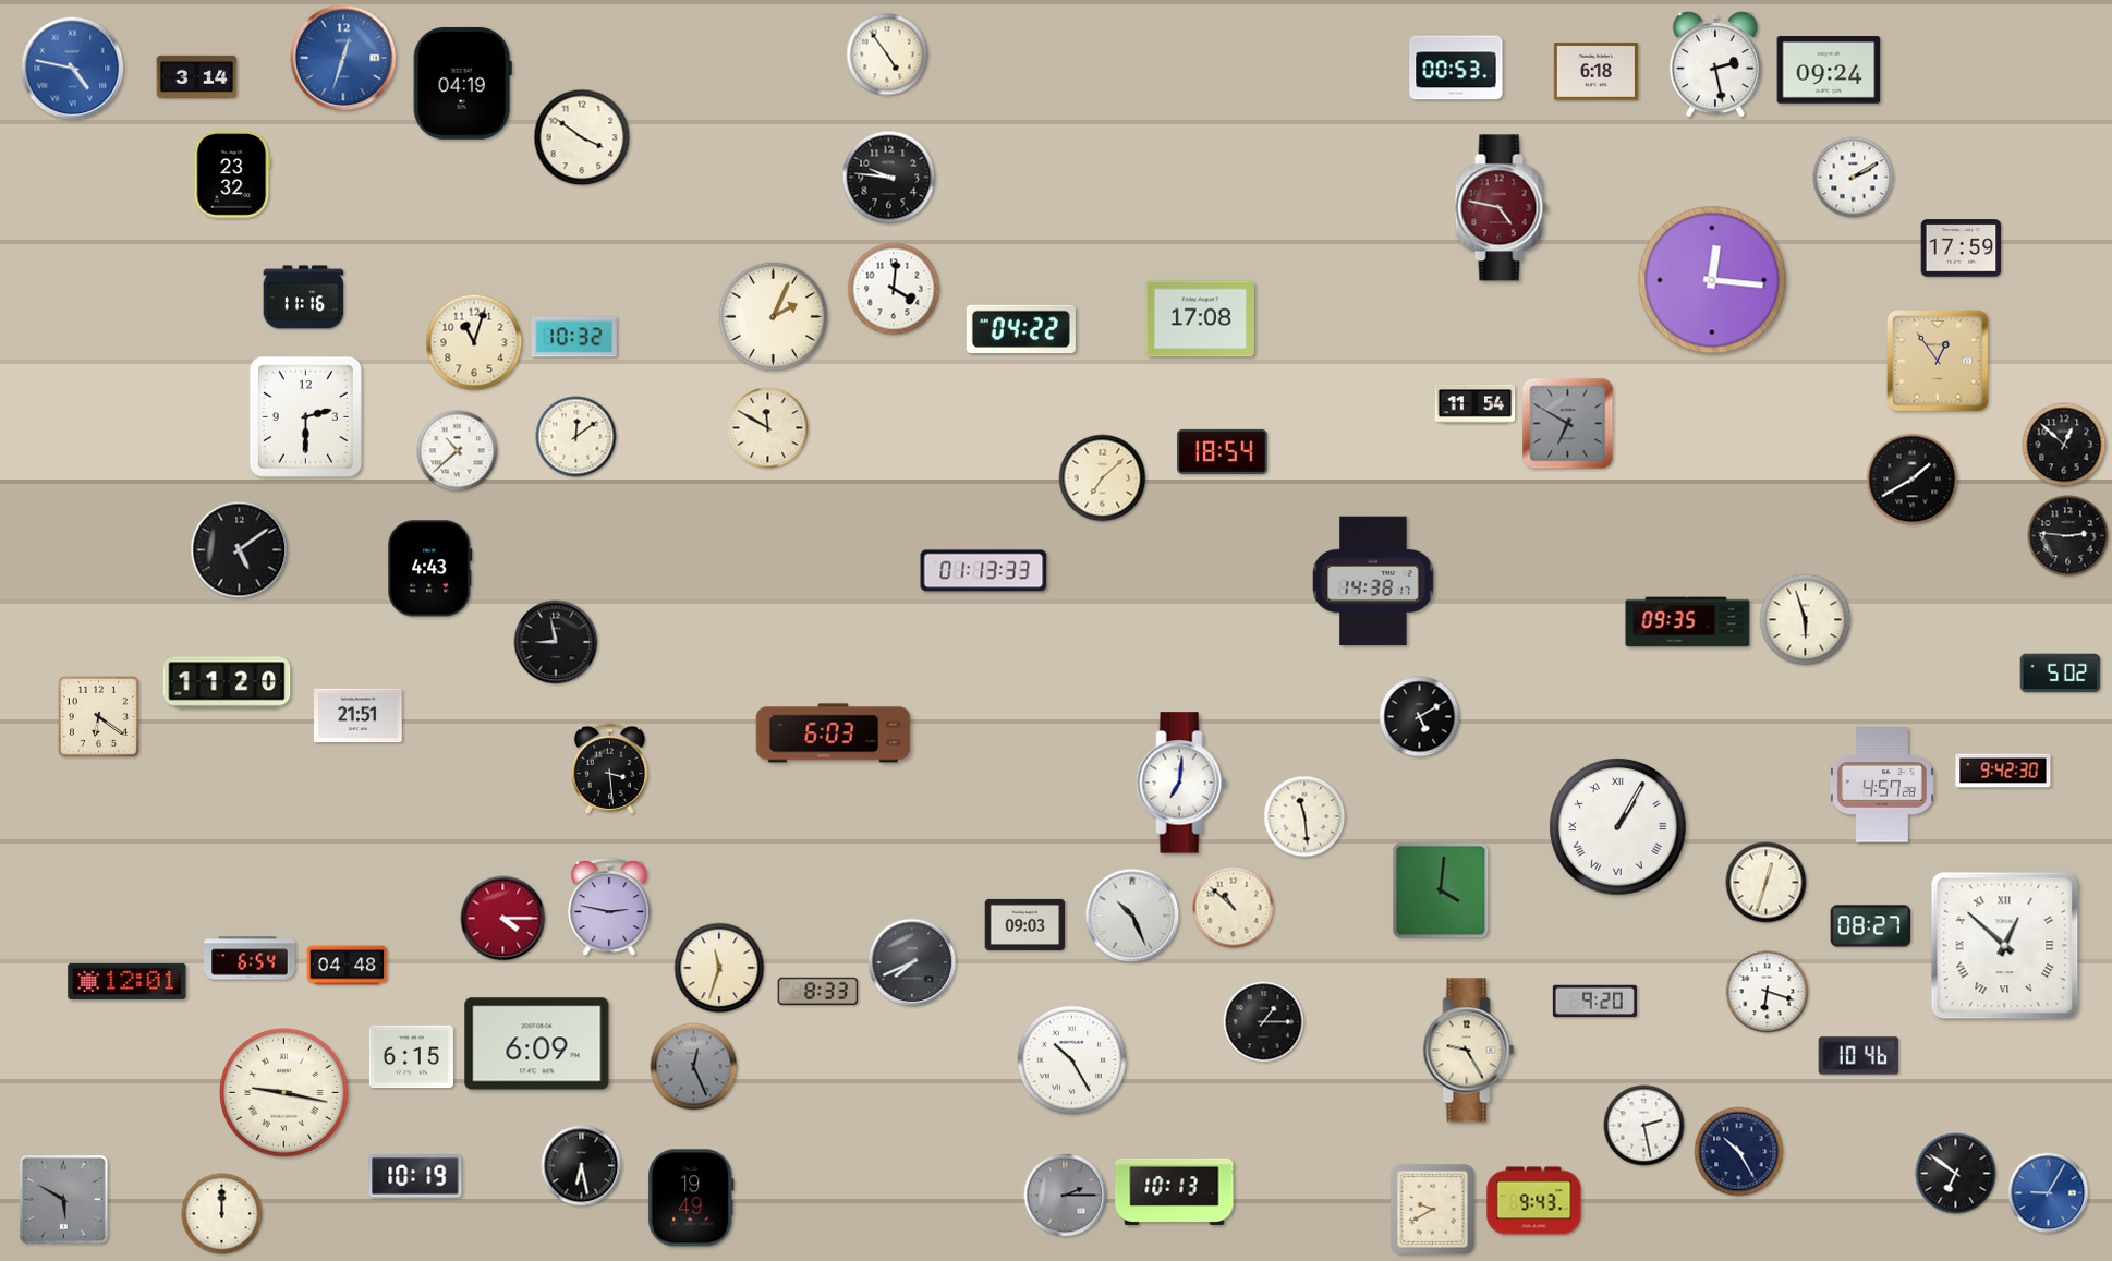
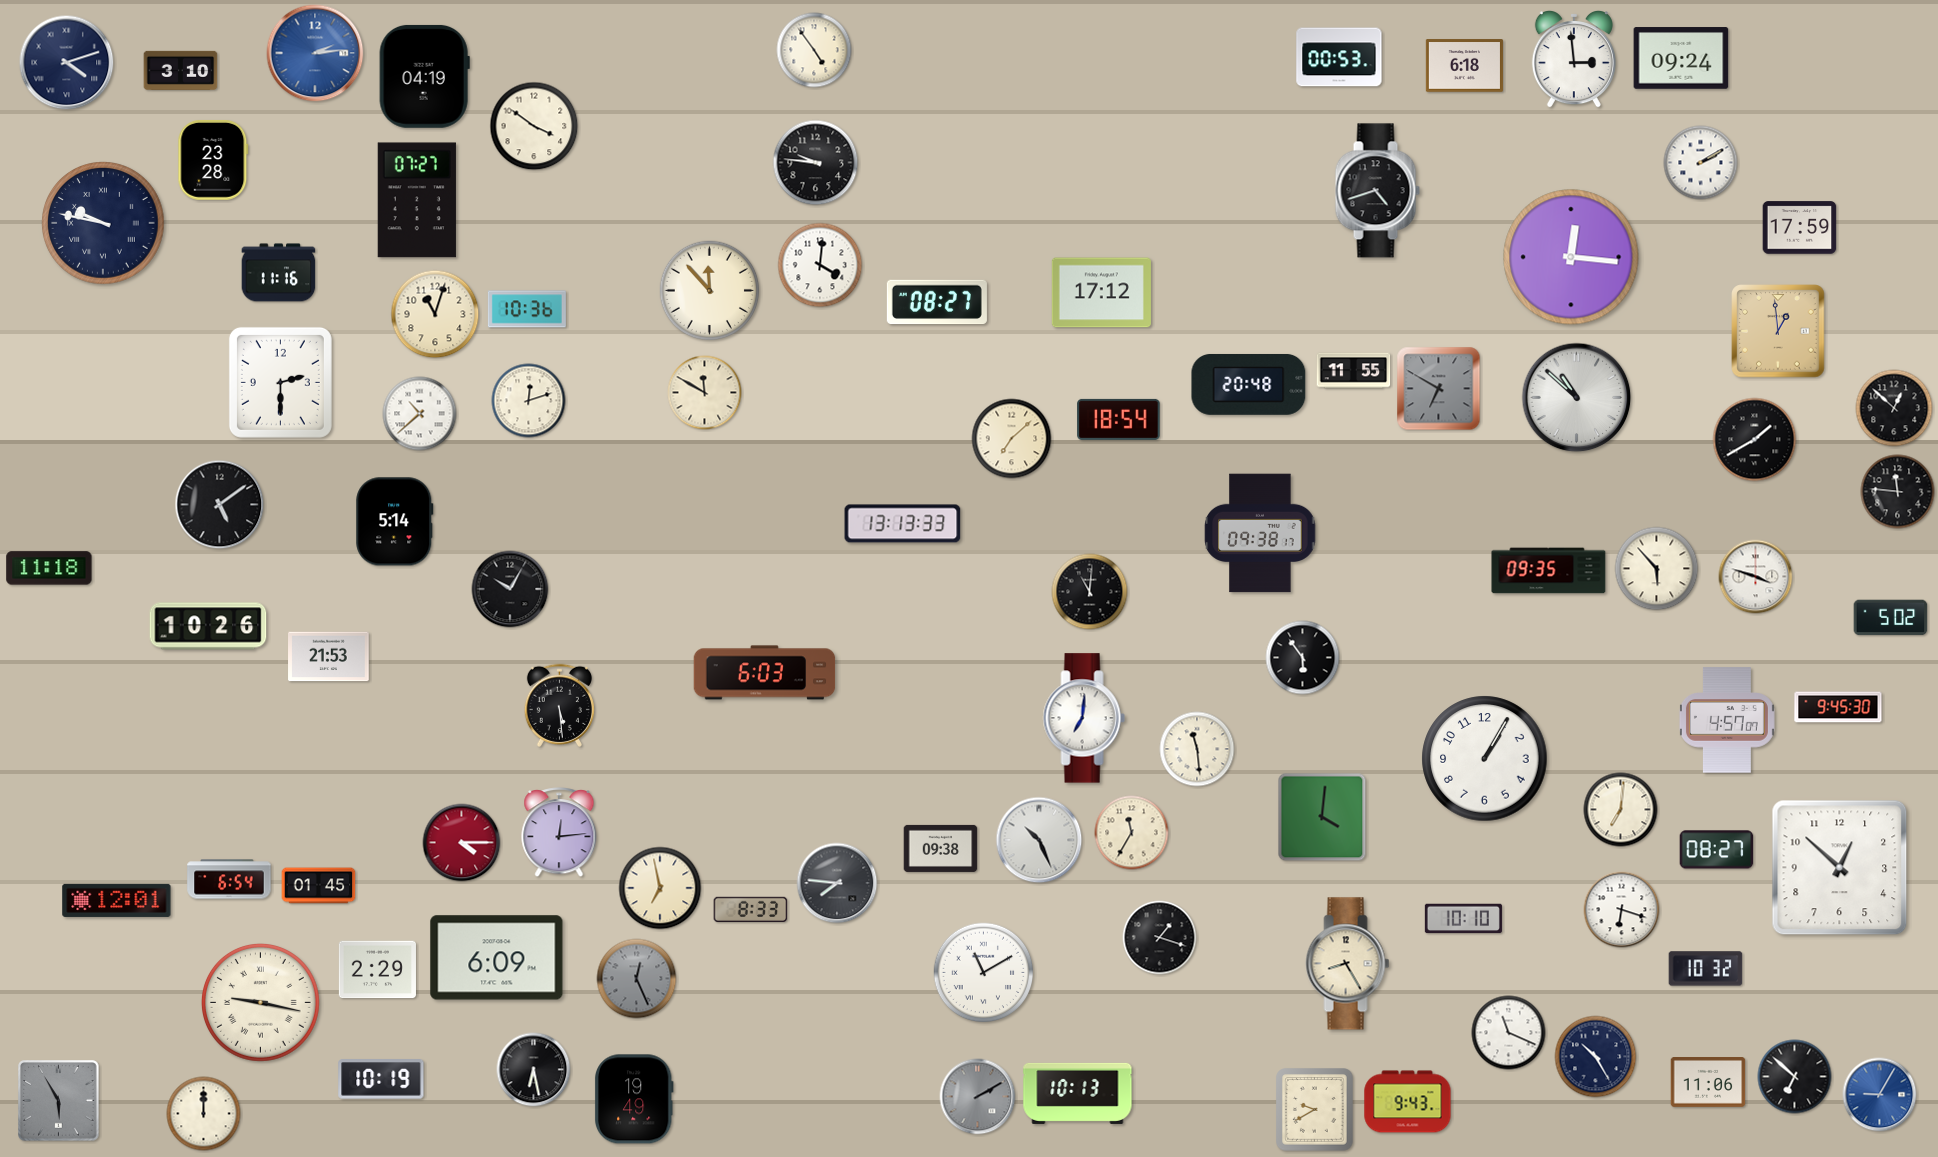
clock at (343, 58): 12:33 -> 2:14
clock at (1715, 64): 2:28 -> 2:59
clock at (1456, 68) position: (1456, 68) -> (1339, 57)
clock at (73, 69): 4:47 -> 4:12
clock at (73, 69) dial: blue -> navy
clock at (1829, 70) position: (1829, 70) -> (1681, 58)
clock at (197, 76): 3:14 -> 3:10
clock at (232, 174): 23:32 -> 23:28
clock at (1501, 208): 4:47 -> 4:42
clock at (1501, 208) dial: burgundy -> black
clock at (417, 200): none -> 07:27
clock at (103, 223): none -> 9:47
clock at (774, 317): 2:04 -> 11:53
clock at (1200, 319): 17:08 -> 17:12
clock at (1021, 329): 04:22 -> 08:27
clock at (574, 337): 10:32 -> 10:36
clock at (1938, 361): 12:54 -> 12:59
clock at (1476, 404): 11:54 -> 11:55
clock at (1249, 384): none -> 20:48
clock at (1577, 398): none -> 10:52
clock at (576, 437): 12:09 -> 12:12
clock at (1223, 451) position: (1223, 451) -> (1119, 419)
clock at (2068, 536): 2:46 -> 11:46
clock at (430, 569): 4:43 -> 5:14
clock at (984, 571): 01:13 -> 13:13
clock at (1373, 581): 14:38 -> 09:38
clock at (49, 568): none -> 11:18
clock at (1806, 620): 5:57 -> 5:53
clock at (1756, 577): none -> 3:48
clock at (556, 642): 8:58 -> 10:05
clock at (1090, 592): none -> 11:01
clock at (227, 682): 11:20 -> 10:26
clock at (98, 716): 6:21 -> none
clock at (359, 716): 21:51 -> 21:53
clock at (1420, 717): 5:10 -> 5:54
clock at (609, 768): 3:29 -> 5:29
clock at (2003, 771): 9:42 -> 9:45
clock at (1882, 785): 4:57:28 -> 4:57:07
clock at (1618, 827) numerals: Roman -> Arabic
clock at (1767, 883): 12:33 -> 7:01
clock at (609, 908): 2:47 -> 12:14
clock at (1234, 908): 10:52 -> 11:35
clock at (1025, 924): 09:03 -> 09:38
clock at (2005, 946) numerals: Roman -> Arabic
clock at (912, 962): 7:41 -> 7:46
clock at (348, 966): 04:48 -> 01:45
clock at (719, 968): 11:33 -> 6:58
clock at (1594, 1002): 9:20 -> 10:10
clock at (1264, 1022): 1:15 -> 1:18
clock at (537, 1044) position: (537, 1044) -> (497, 958)
clock at (1469, 1051): 9:25 -> 8:25
clock at (1859, 1056): 10:46 -> 10:32
clock at (411, 1057): 6:15 -> 2:29
clock at (1072, 1060): 10:25 -> 11:10
clock at (1644, 1126): 2:28 -> 11:19
clock at (1956, 1174): 6:51 -> 6:52
clock at (1708, 1083): none -> 11:06
clock at (1066, 1196): 2:15 -> 2:10
clock at (64, 1200): 5:50 -> 5:55
